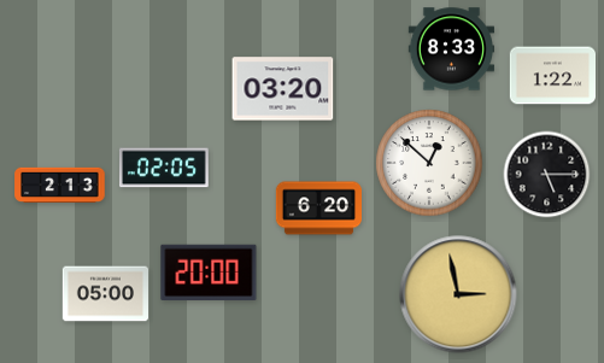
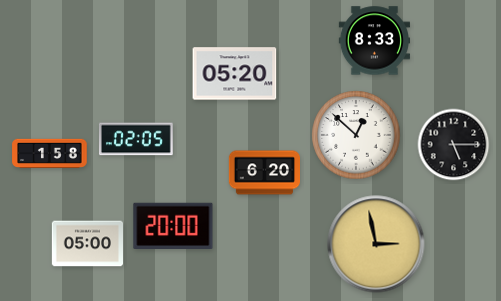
clock at (552, 76): 1:22 -> none
clock at (283, 89): 03:20 -> 05:20
clock at (60, 186): 2:13 -> 1:58
clock at (458, 294) position: (458, 294) -> (376, 244)
